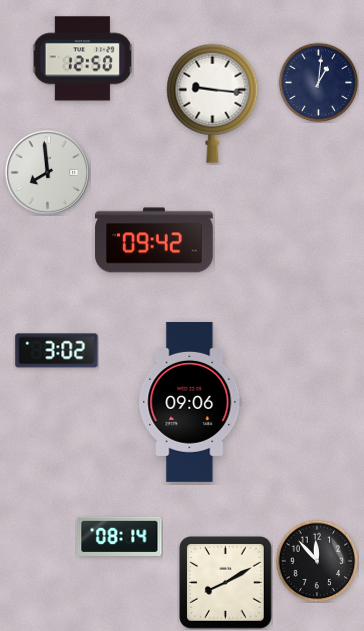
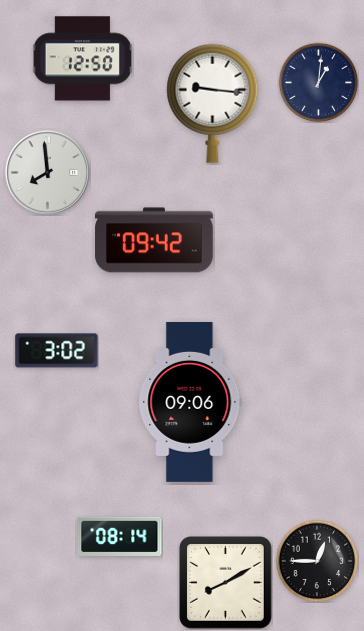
clock at (317, 561): 11:53 -> 12:45
